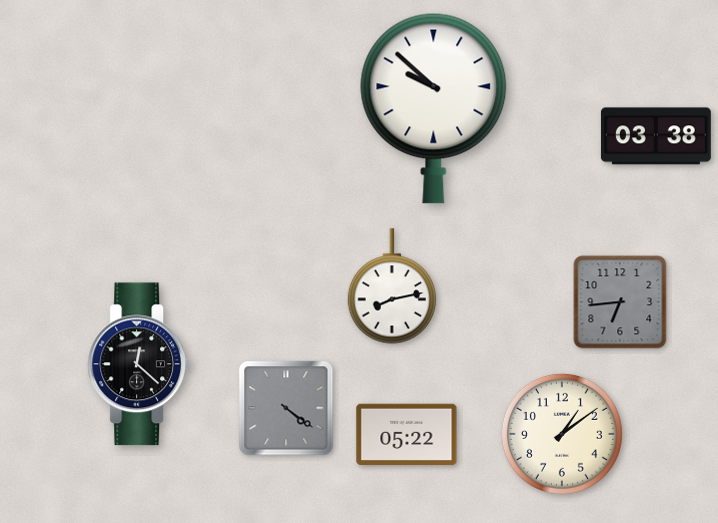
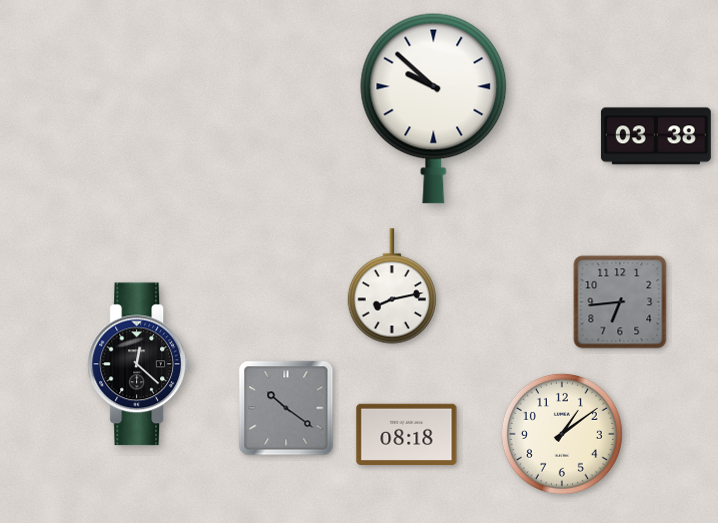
clock at (286, 408): 4:21 -> 10:21
clock at (407, 435): 05:22 -> 08:18
